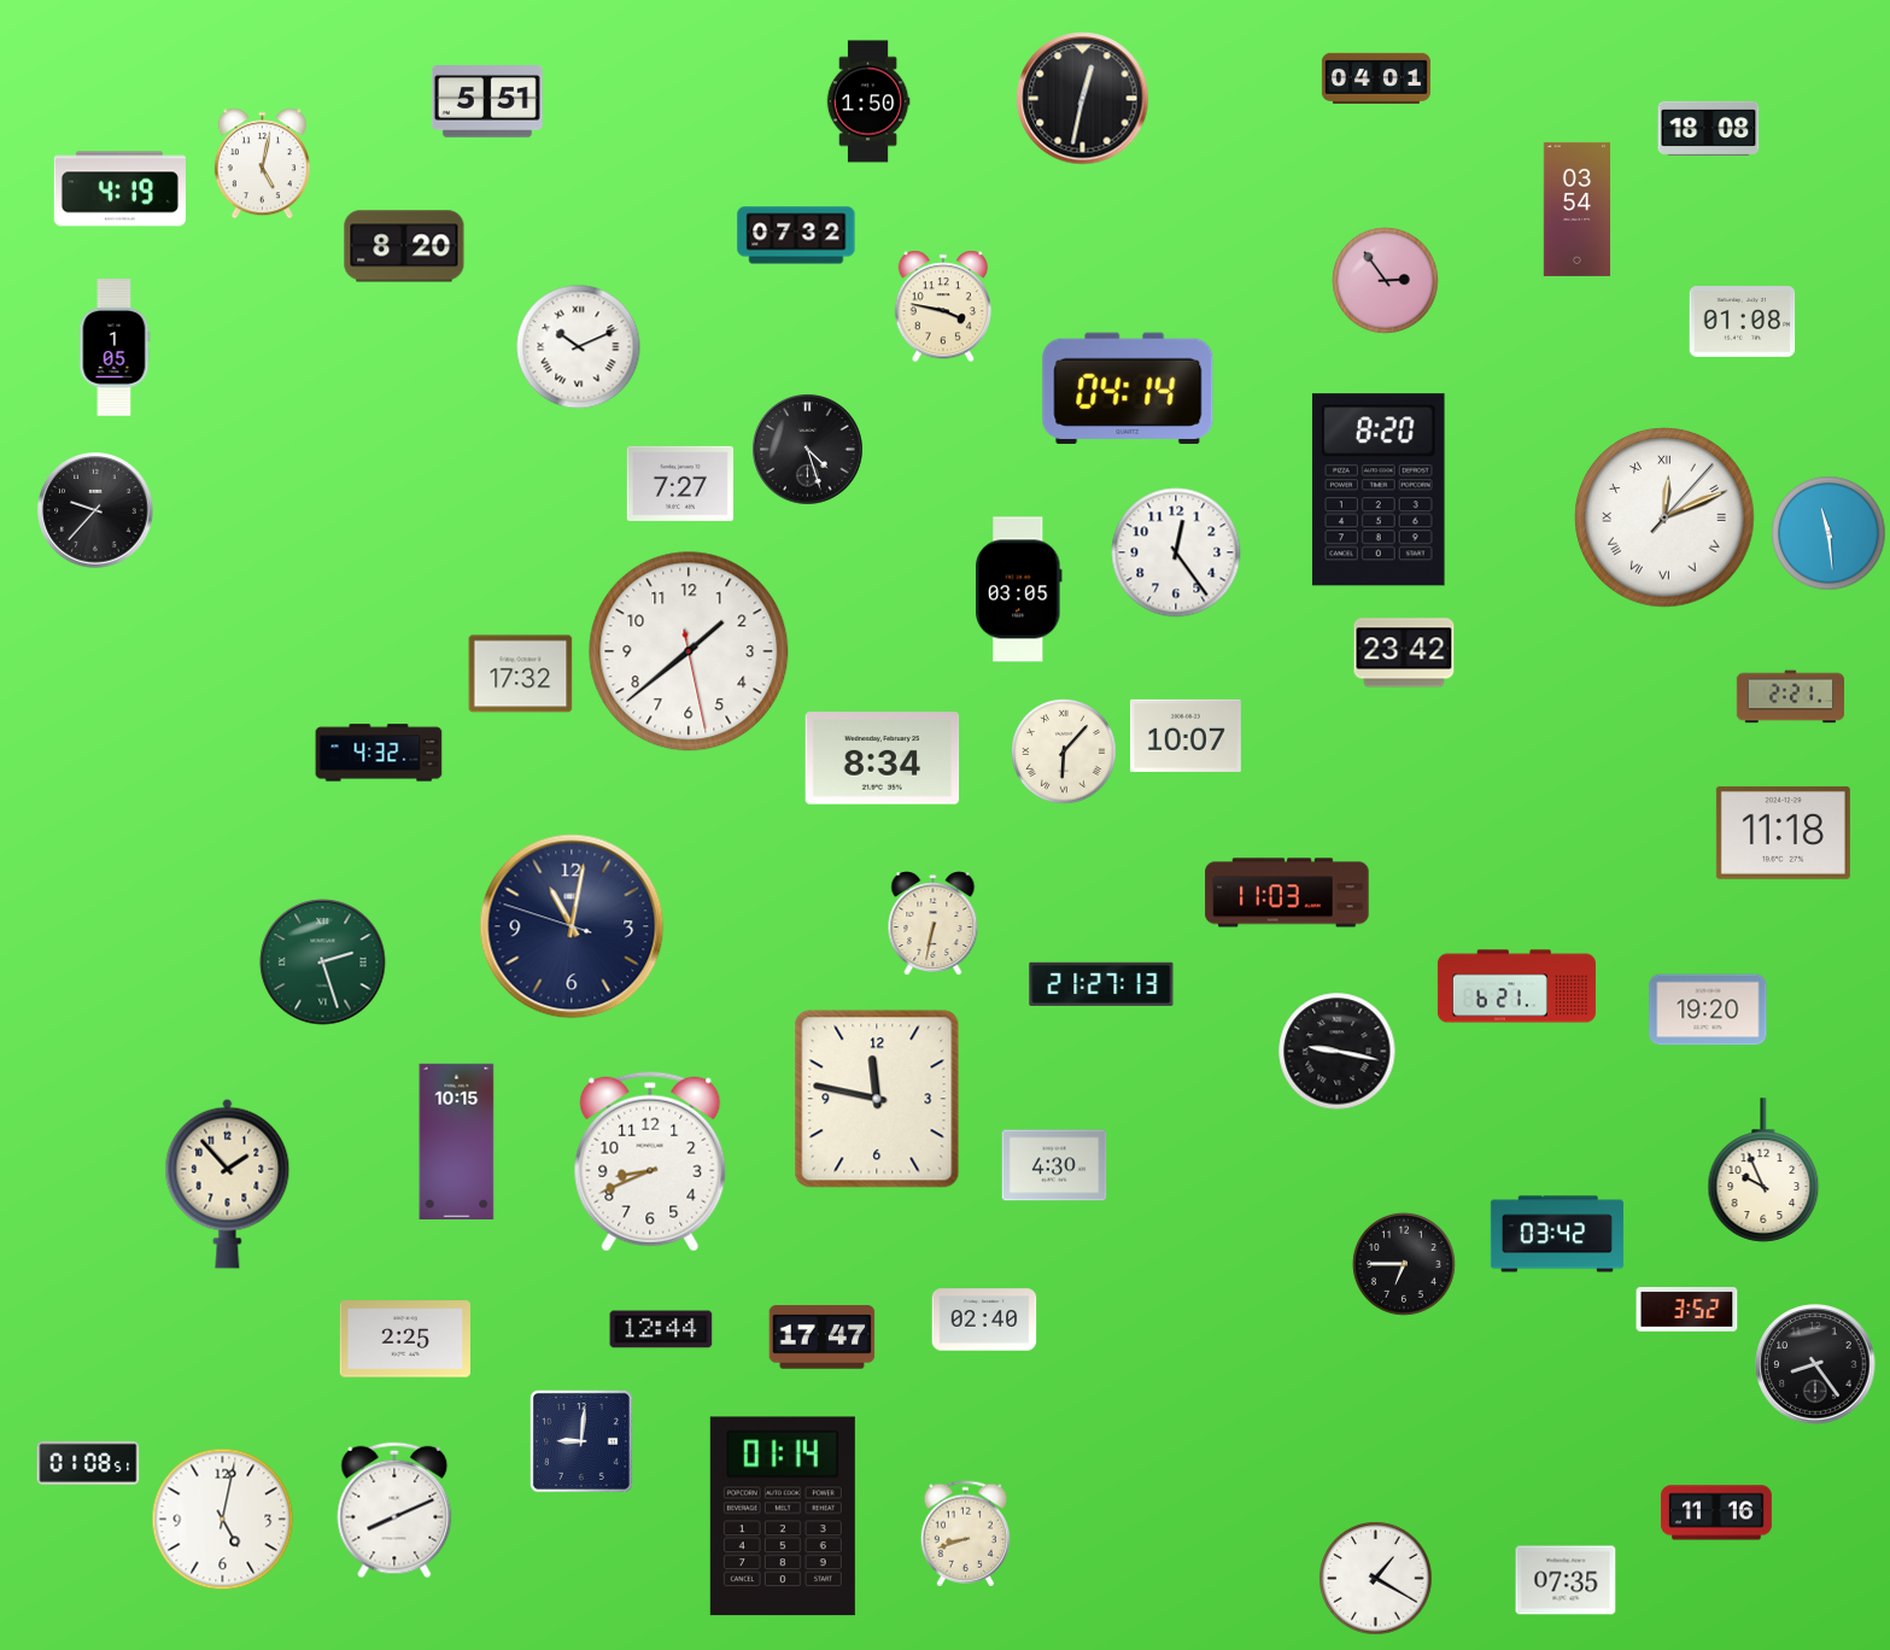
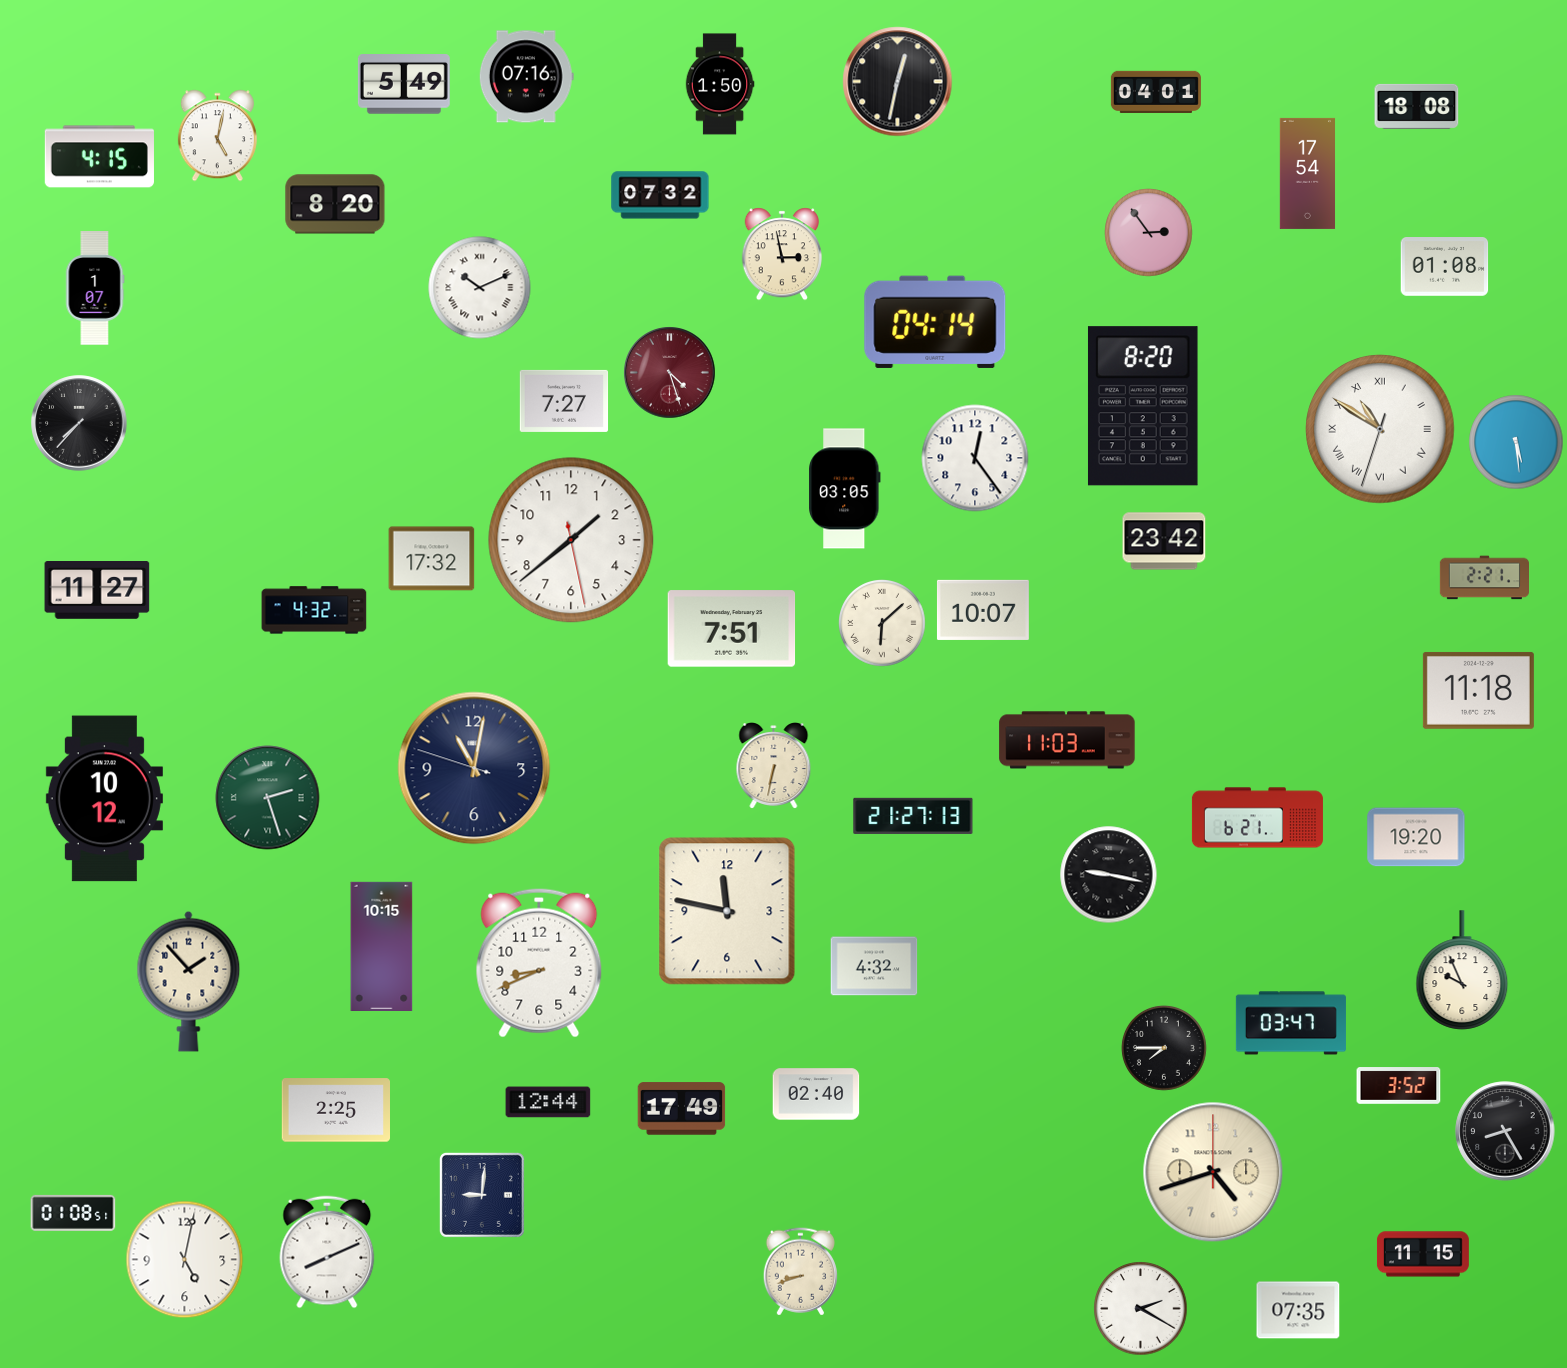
clock at (1376, 78) position: (1376, 78) -> (1156, 92)
clock at (526, 77): none -> 07:16
clock at (487, 101): 5:51 -> 5:49
clock at (119, 189): 4:19 -> 4:15
clock at (1578, 209): 03:54 -> 17:54
clock at (942, 306): 3:47 -> 2:58
clock at (115, 347): 1:05 -> 1:07
clock at (808, 450) dial: black -> burgundy
clock at (95, 510): 9:37 -> 7:37
clock at (1664, 517): 12:11 -> 10:50
clock at (1828, 533): 11:29 -> 5:29
clock at (97, 591): none -> 11:27
clock at (379, 753) position: (379, 753) -> (314, 610)
clock at (1065, 753): 6:07 -> 6:08
clock at (883, 759): 8:34 -> 7:51
clock at (104, 799): none -> 10:12
clock at (1338, 1052) position: (1338, 1052) -> (1109, 875)
clock at (457, 1141) position: (457, 1141) -> (382, 946)
clock at (1054, 1165): 4:30 -> 4:32
clock at (1557, 1234): 03:42 -> 03:47
clock at (1404, 1264): 6:45 -> 7:45
clock at (823, 1338): 17:47 -> 17:49
clock at (1815, 1364): 8:24 -> 8:25
clock at (1213, 1172): none -> 4:42
clock at (1716, 1512): 11:16 -> 11:15
clock at (783, 1516): 01:14 -> none
clock at (1376, 1579): 1:20 -> 2:20
